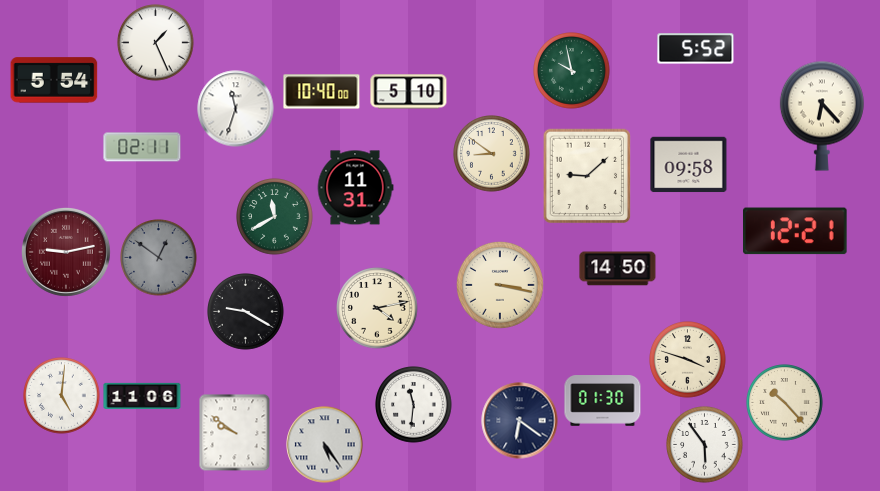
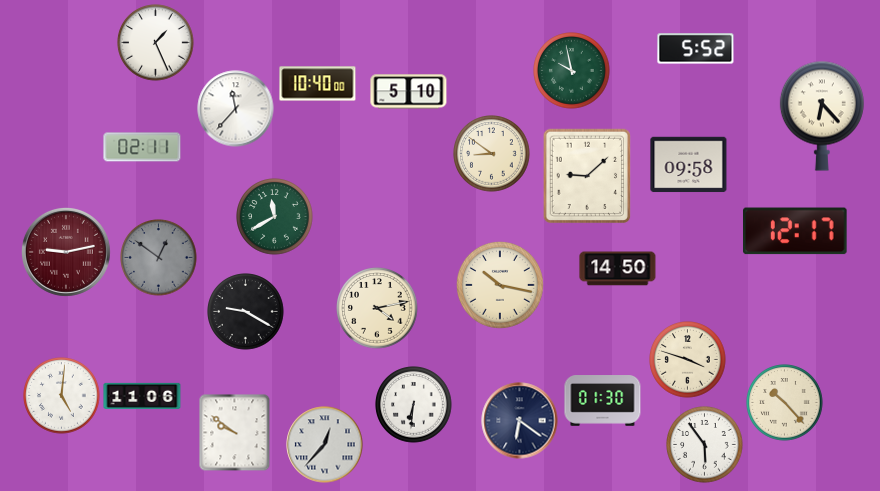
clock at (54, 80): 5:54 -> none
clock at (322, 92) position: (322, 92) -> (318, 84)
clock at (236, 109): 11:33 -> 11:37
clock at (355, 188): 11:31 -> none
clock at (796, 231): 12:21 -> 12:17
clock at (500, 285): 3:17 -> 10:17
clock at (414, 405): 11:31 -> 6:31
clock at (325, 445): 5:24 -> 12:37
